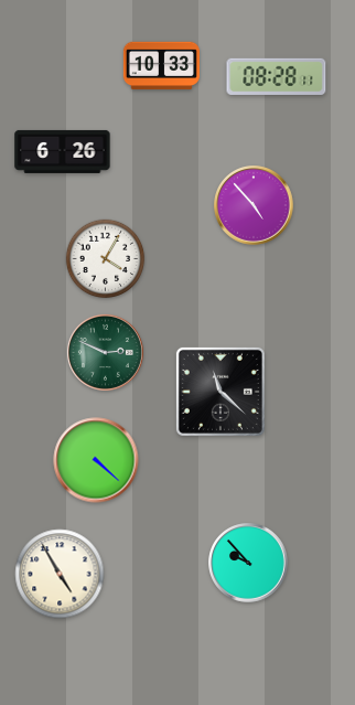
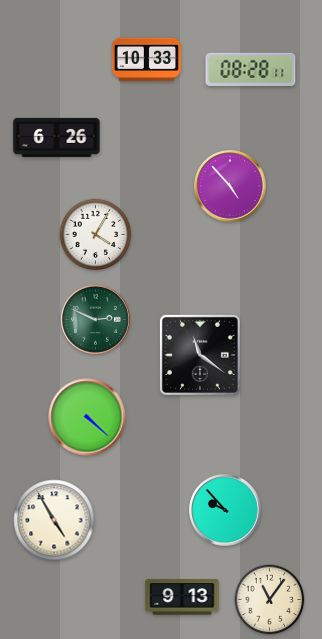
clock at (220, 392): 11:22 -> 11:21
clock at (182, 597): none -> 9:13
clock at (270, 600): none -> 11:06
